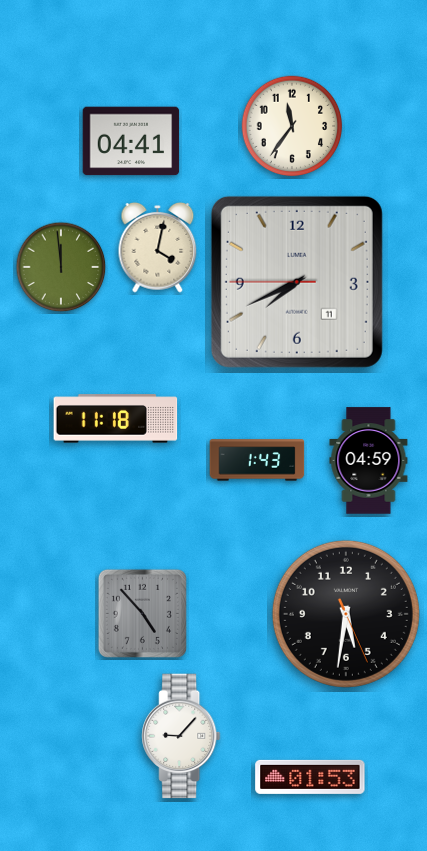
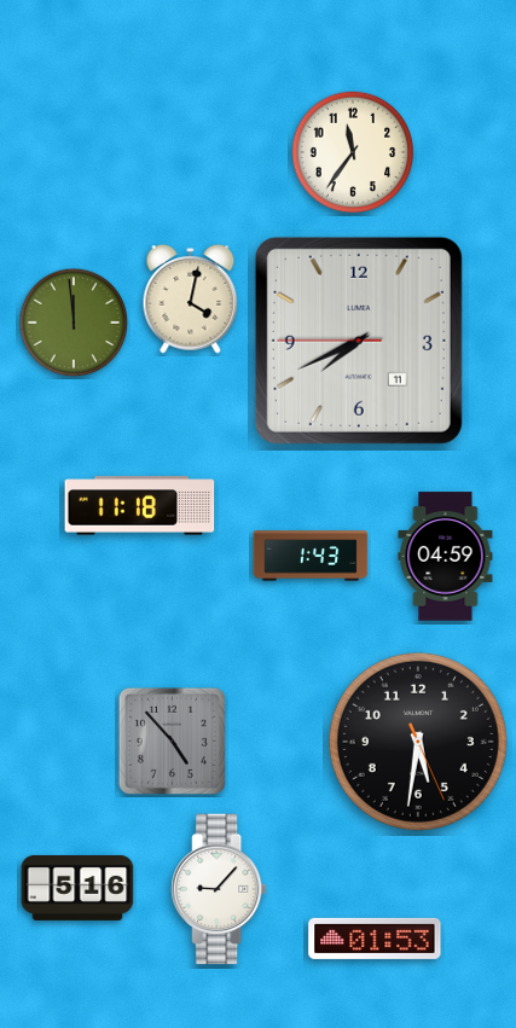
clock at (131, 141): 04:41 -> none
clock at (77, 888): none -> 5:16
